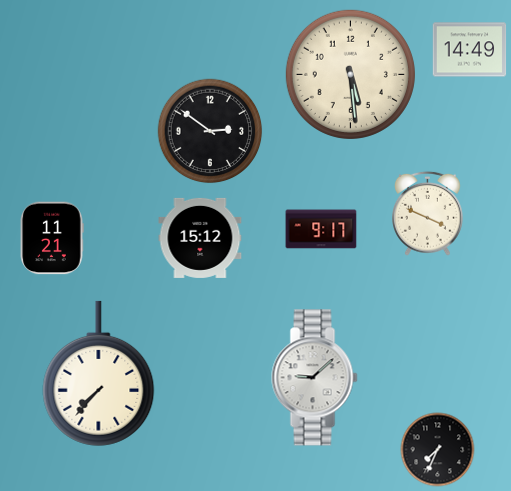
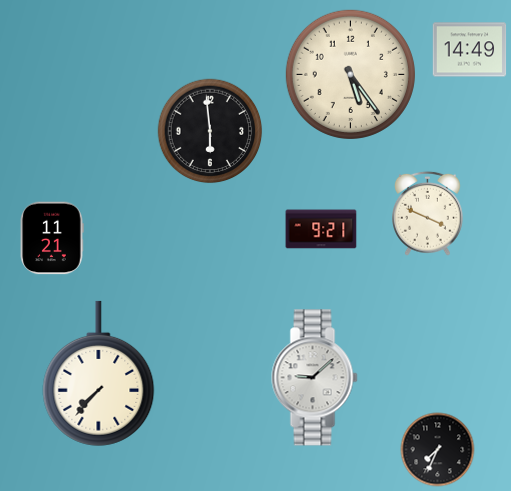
clock at (350, 74): 5:29 -> 5:24
clock at (210, 131): 2:51 -> 5:59
clock at (321, 229): 9:17 -> 9:21
clock at (200, 238): 15:12 -> none
